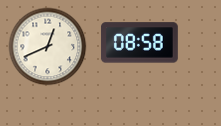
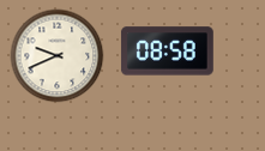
clock at (47, 46): 12:41 -> 9:41
